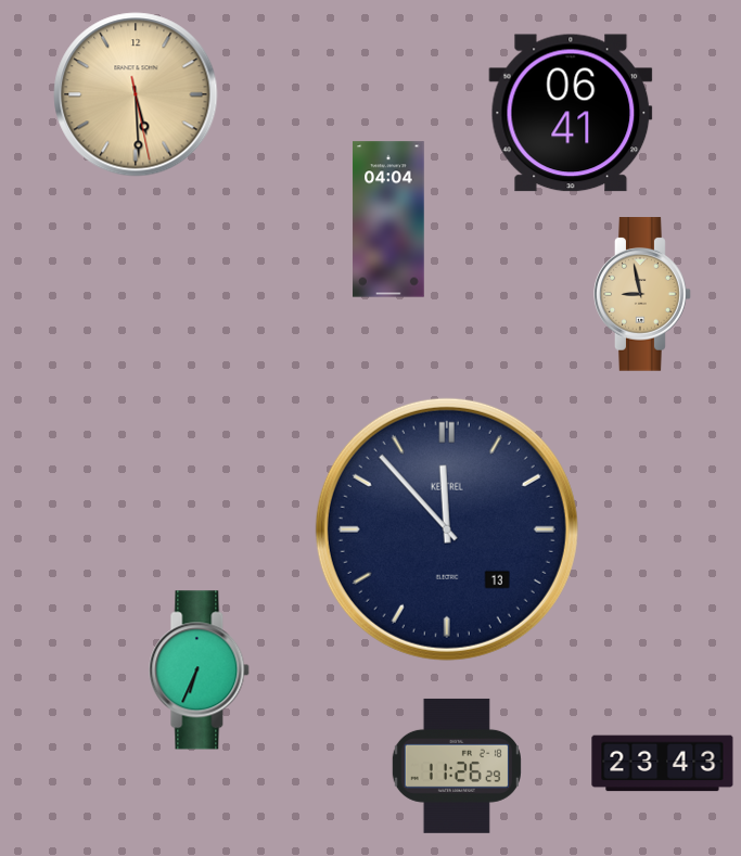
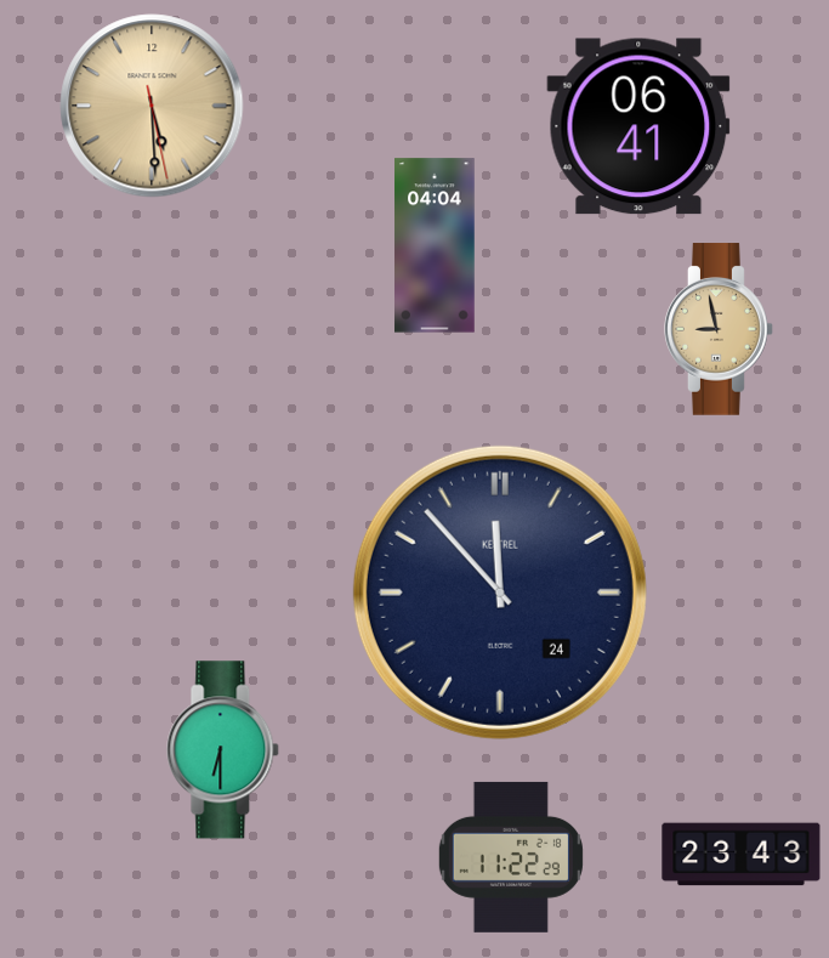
clock at (447, 529) date: 13 -> 24
clock at (200, 670): 6:34 -> 6:30
clock at (457, 766): 11:26 -> 11:22
